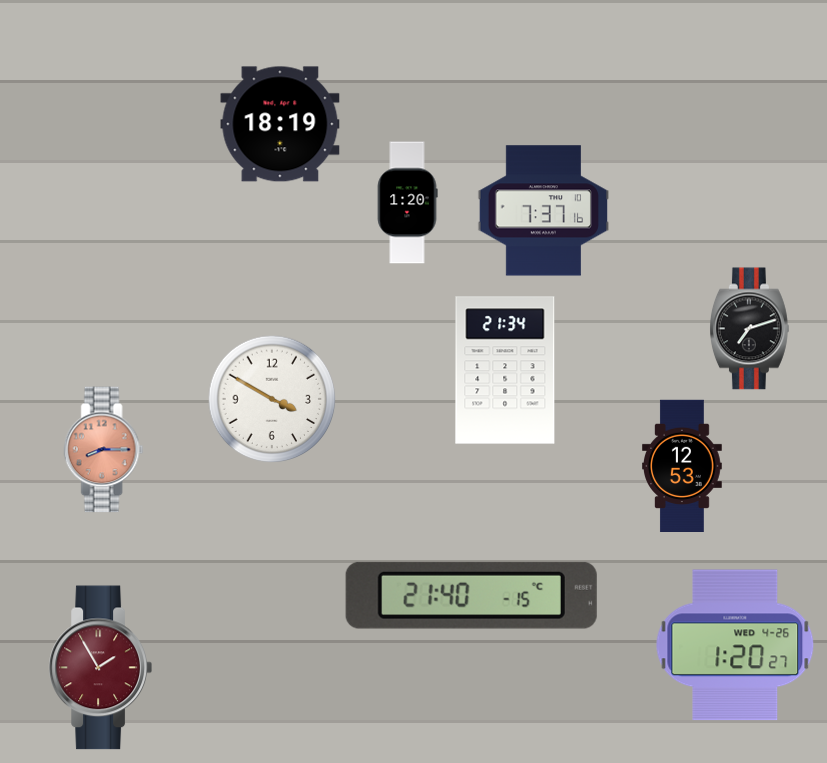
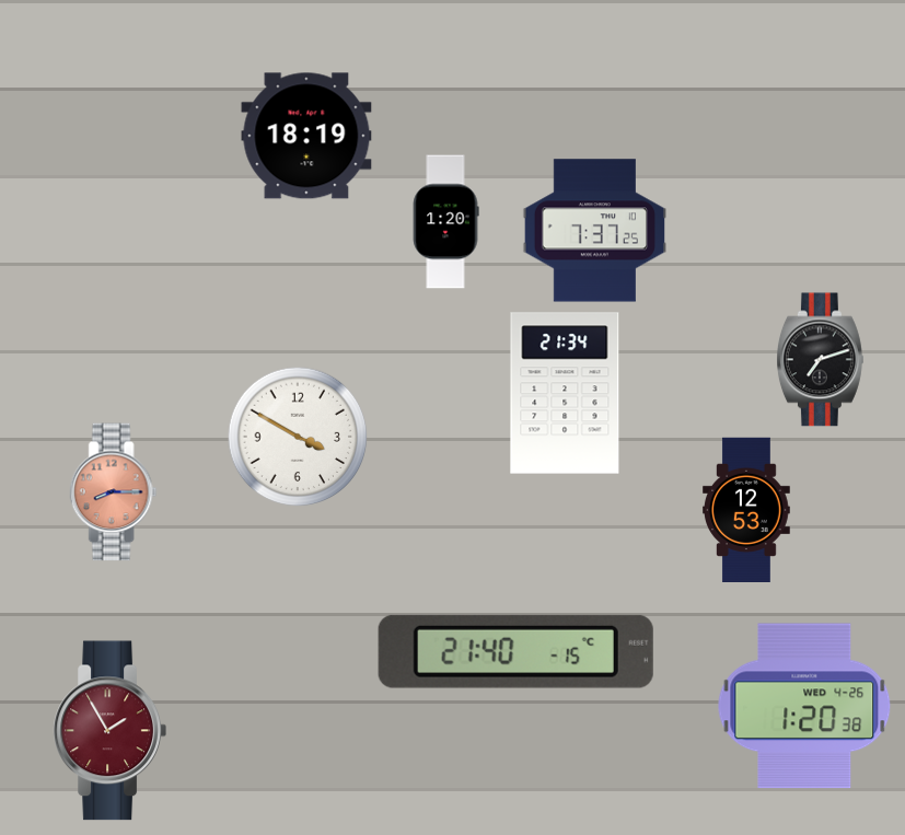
clock at (544, 211): 7:37:16 -> 7:37:25
clock at (505, 370) position: (505, 370) -> (565, 393)
clock at (735, 645): 1:20:27 -> 1:20:38
